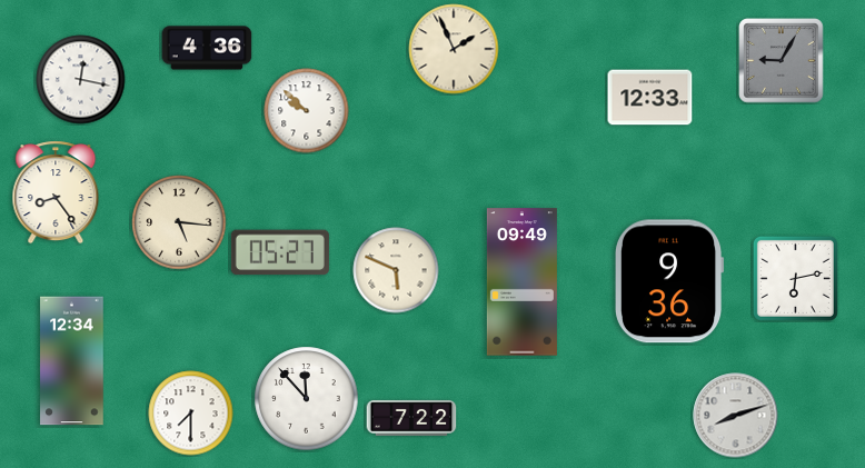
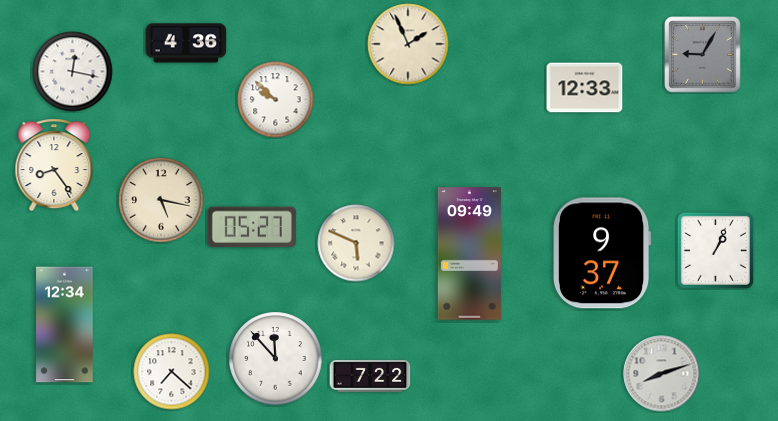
clock at (56, 192) position: (56, 192) -> (54, 165)
clock at (179, 222): 5:16 -> 5:17
clock at (795, 278): 6:13 -> 1:04
clock at (670, 281): 9:36 -> 9:37
clock at (191, 414): 7:30 -> 7:22
